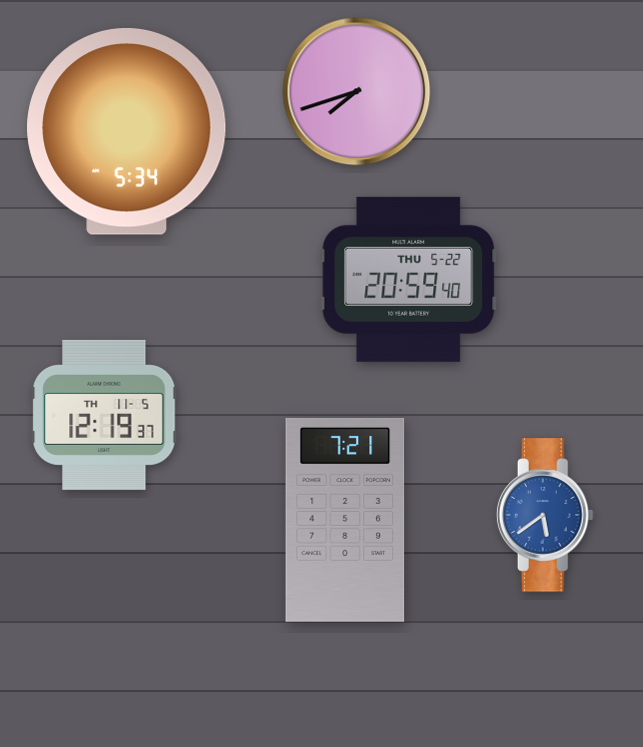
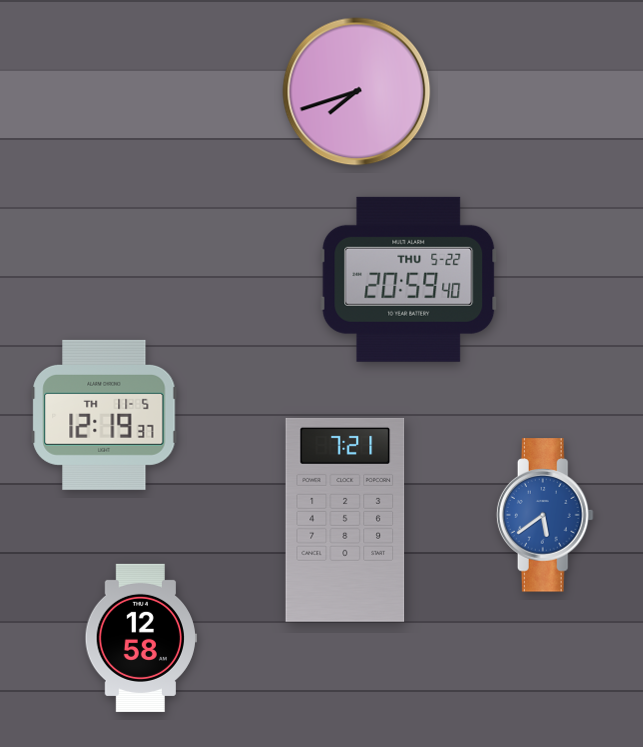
clock at (127, 132): 5:34 -> none
clock at (141, 638): none -> 12:58
